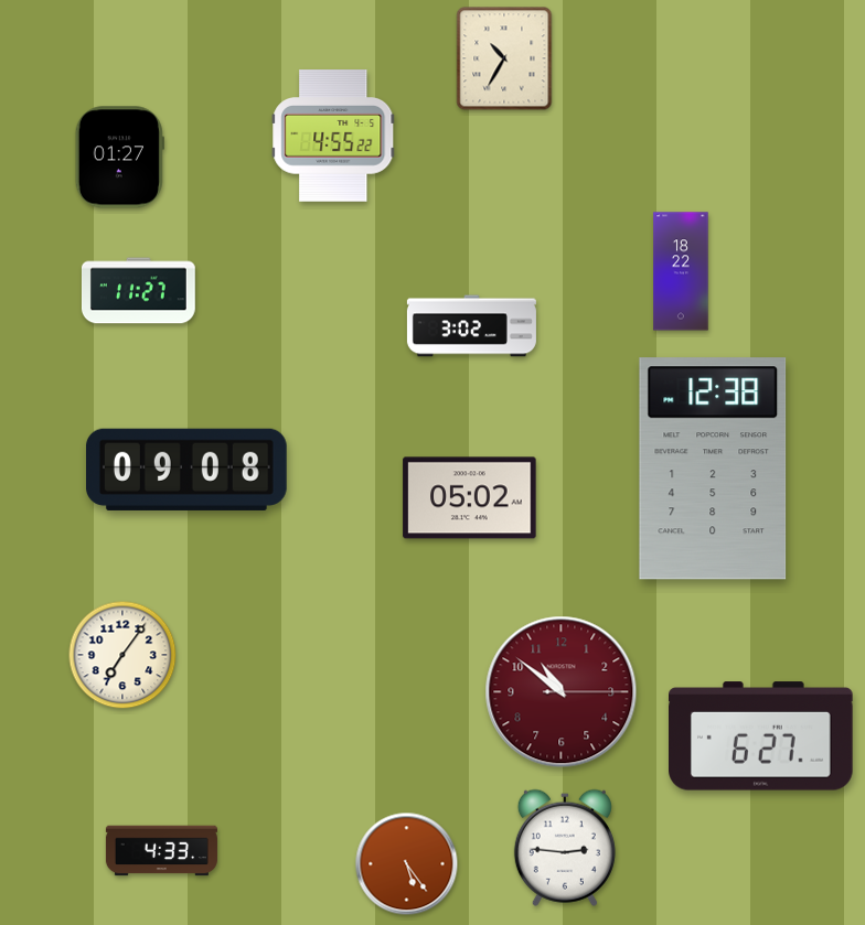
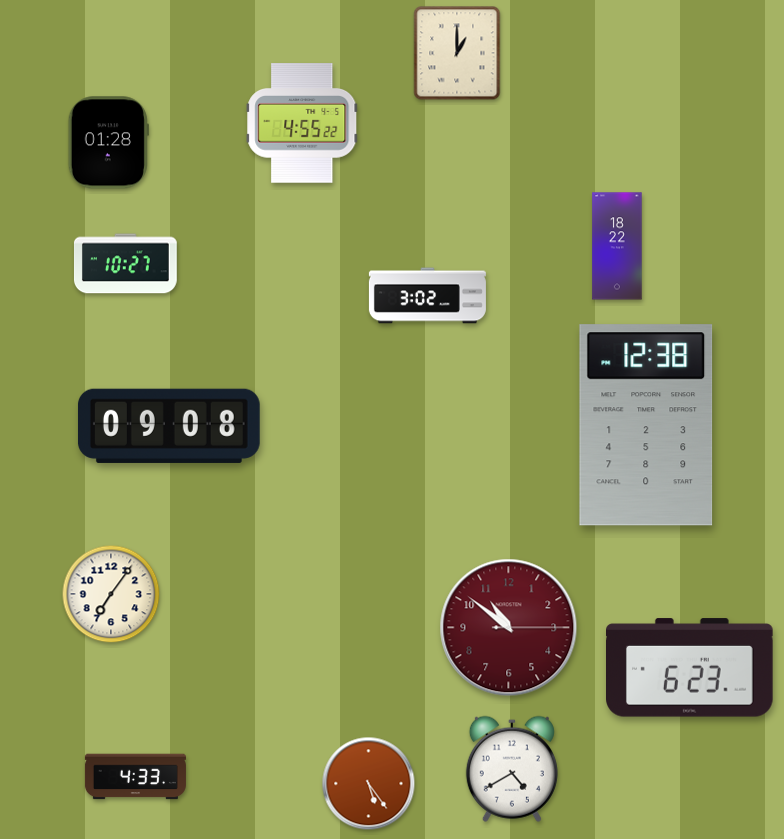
clock at (504, 58): 10:35 -> 1:00
clock at (119, 158): 01:27 -> 01:28
clock at (138, 291): 11:27 -> 10:27
clock at (470, 498): 05:02 -> none
clock at (761, 736): 6:27 -> 6:23
clock at (565, 848): 2:46 -> 4:40
clock at (161, 851) position: (161, 851) -> (135, 777)
